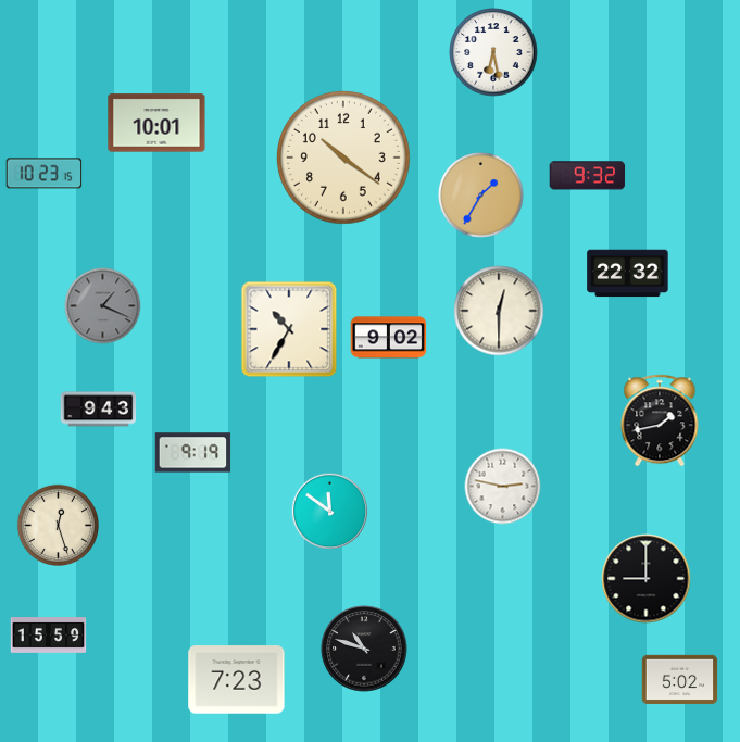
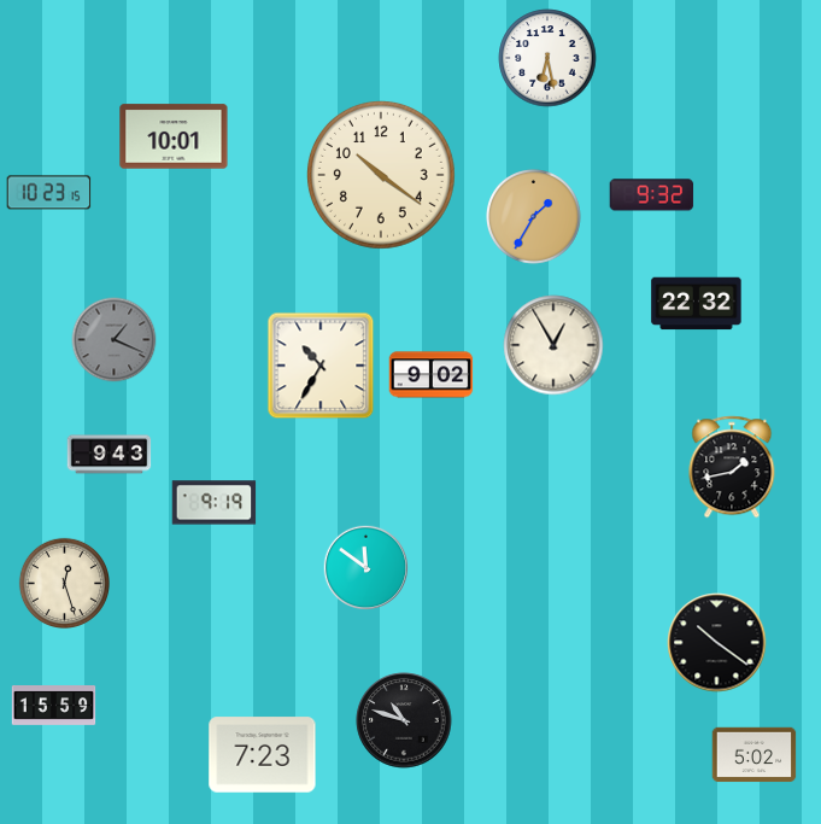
clock at (499, 311): 12:30 -> 12:55
clock at (503, 487): 2:47 -> none
clock at (647, 579): 9:00 -> 10:21
